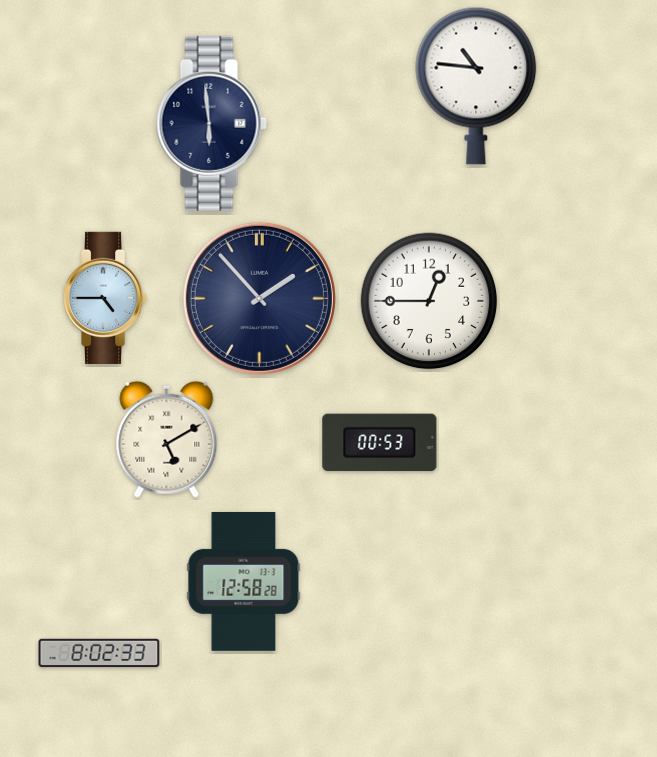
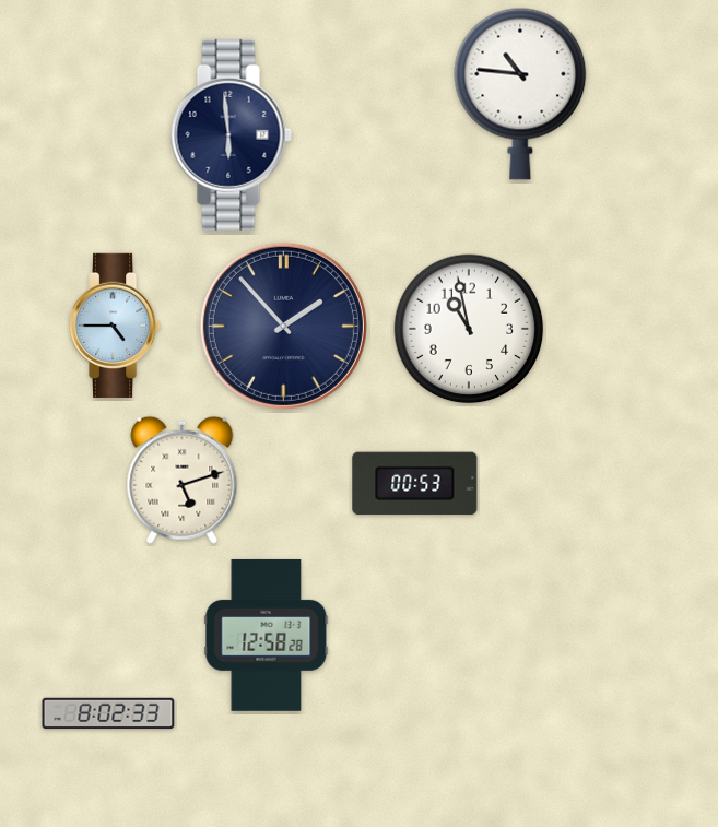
clock at (429, 301): 12:45 -> 10:58
clock at (167, 439): 5:10 -> 5:12
